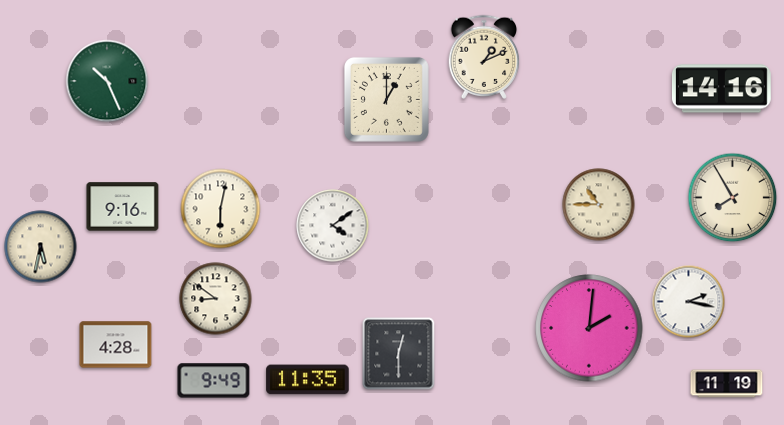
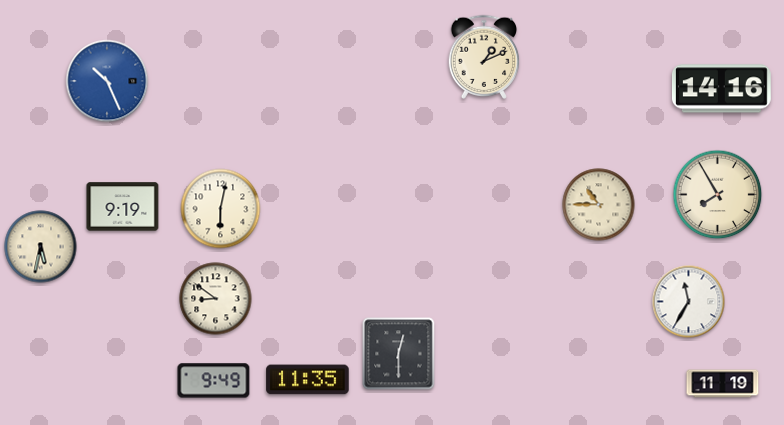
clock at (107, 81) dial: green -> blue
clock at (386, 99): 1:00 -> none
clock at (733, 198) position: (733, 198) -> (718, 195)
clock at (123, 207): 9:16 -> 9:19
clock at (333, 226): 4:09 -> none
clock at (689, 302): 2:17 -> 11:35
clock at (589, 328): 2:01 -> none
clock at (116, 345): 4:28 -> none
clock at (727, 384) position: (727, 384) -> (723, 384)
